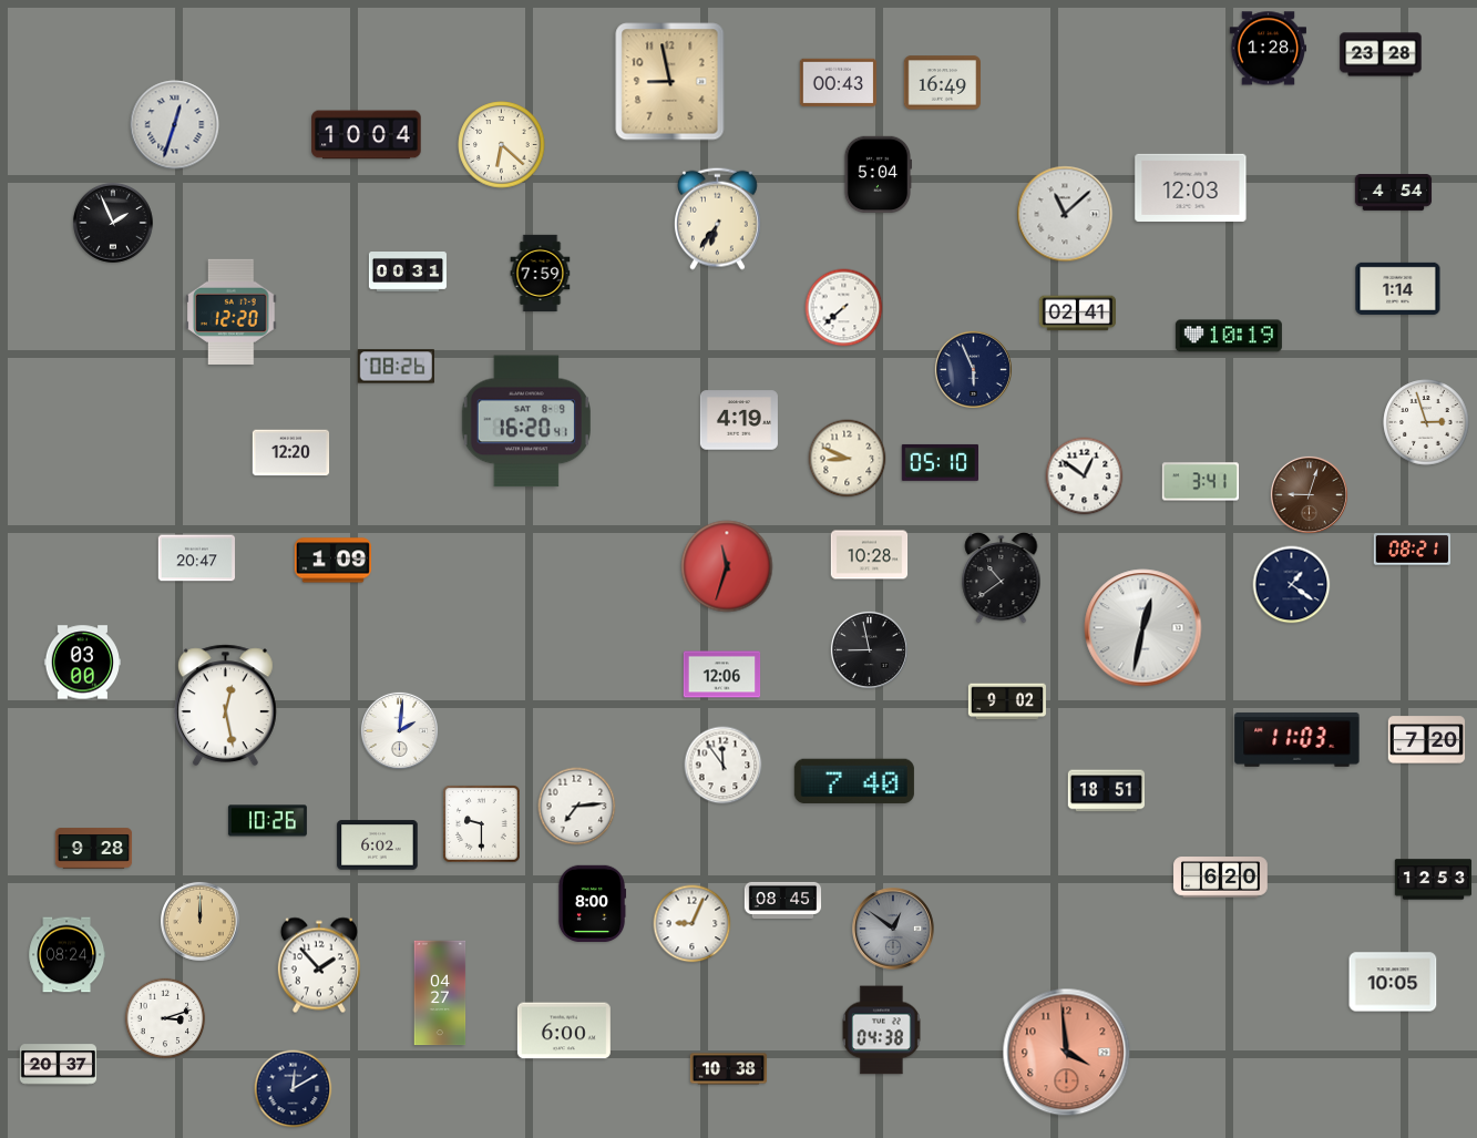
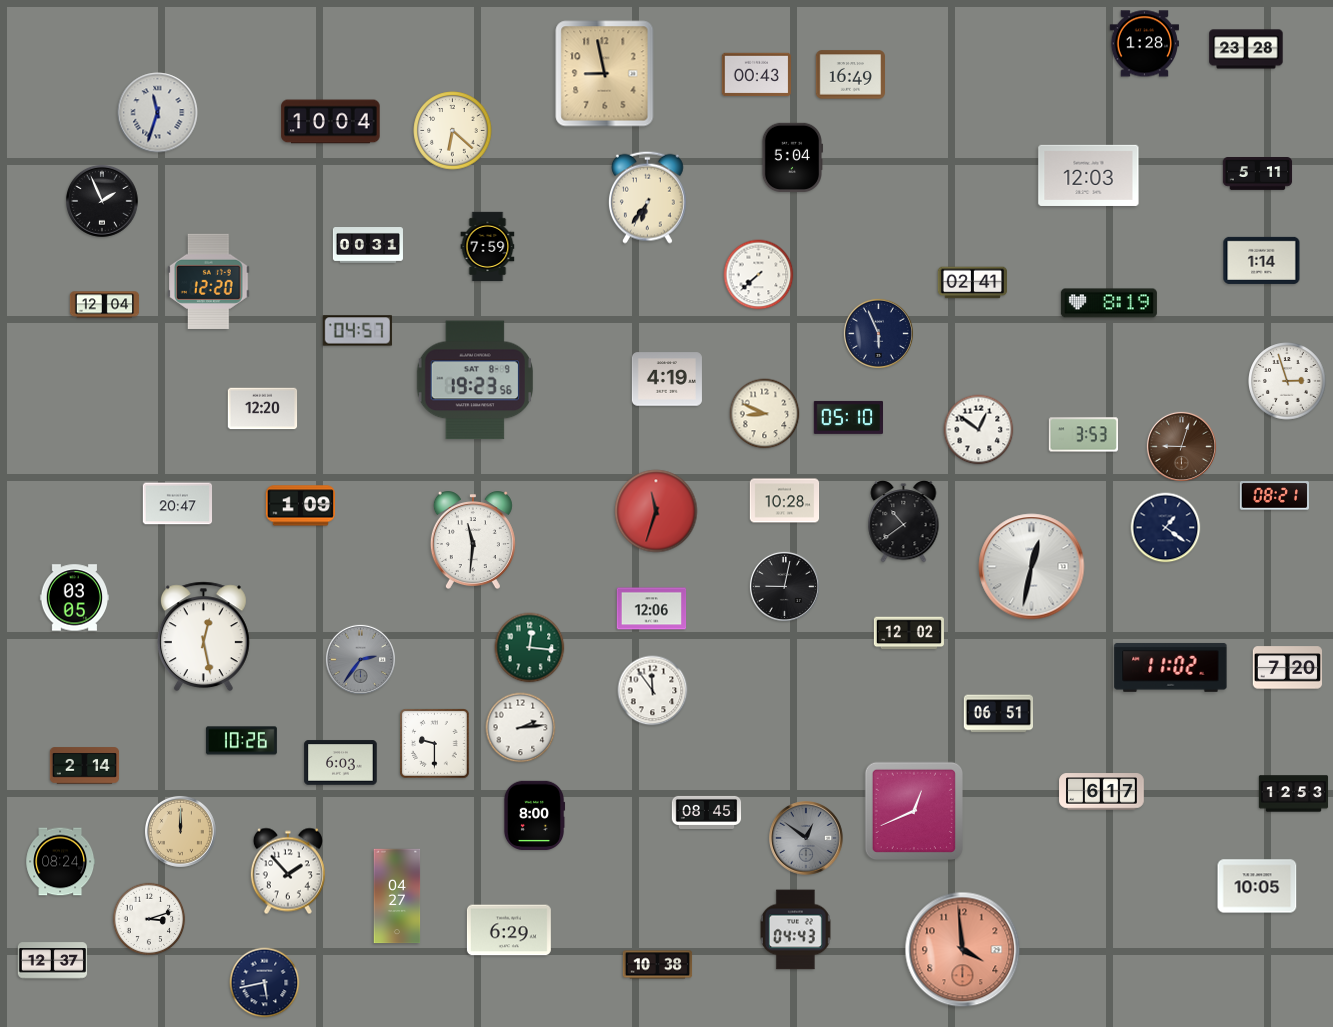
clock at (175, 125): 12:33 -> 11:33
clock at (1191, 187) position: (1191, 187) -> (1089, 175)
clock at (1394, 193): 4:54 -> 5:11
clock at (1065, 214): 11:08 -> none
clock at (844, 308) position: (844, 308) -> (759, 275)
clock at (1229, 336): 10:19 -> 8:19
clock at (105, 305): none -> 12:04
clock at (396, 367): 08:26 -> 04:57
clock at (526, 421): 16:20 -> 19:23
clock at (1200, 482): 3:41 -> 3:53
clock at (473, 540): none -> 11:31
clock at (869, 649): 8:58 -> 9:02
clock at (83, 663): 03:00 -> 03:05
clock at (1007, 701): 9:02 -> 12:02
clock at (530, 648): none -> 12:16
clock at (399, 730): 2:01 -> 2:36
clock at (399, 730) dial: white -> grey
clock at (1297, 739): 11:03 -> 11:02
clock at (854, 780): 7:40 -> none
clock at (1106, 791): 18:51 -> 06:51
clock at (577, 807): 7:14 -> 2:14
clock at (378, 845): 6:02 -> 6:03
clock at (94, 849): 9:28 -> 2:14
clock at (1221, 878): 6:20 -> 6:17
clock at (913, 810): none -> 12:41
clock at (693, 924): 9:04 -> none
clock at (564, 1031): 6:00 -> 6:29
clock at (881, 1031): 04:38 -> 04:43
clock at (59, 1065): 20:37 -> 12:37
clock at (294, 1089): 12:10 -> 5:43
